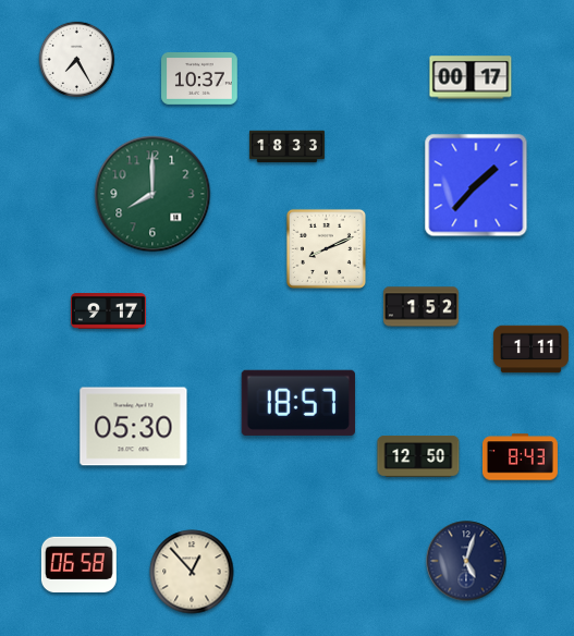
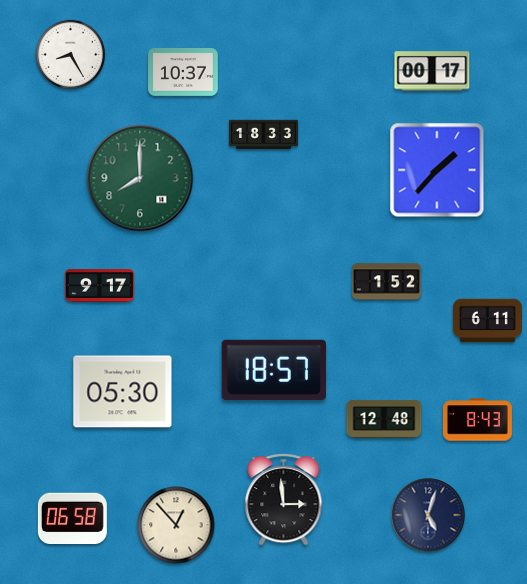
clock at (77, 60): 7:25 -> 8:25
clock at (326, 248): 8:11 -> none
clock at (530, 350): 1:11 -> 6:11
clock at (418, 456): 12:50 -> 12:48
clock at (284, 499): none -> 2:59
